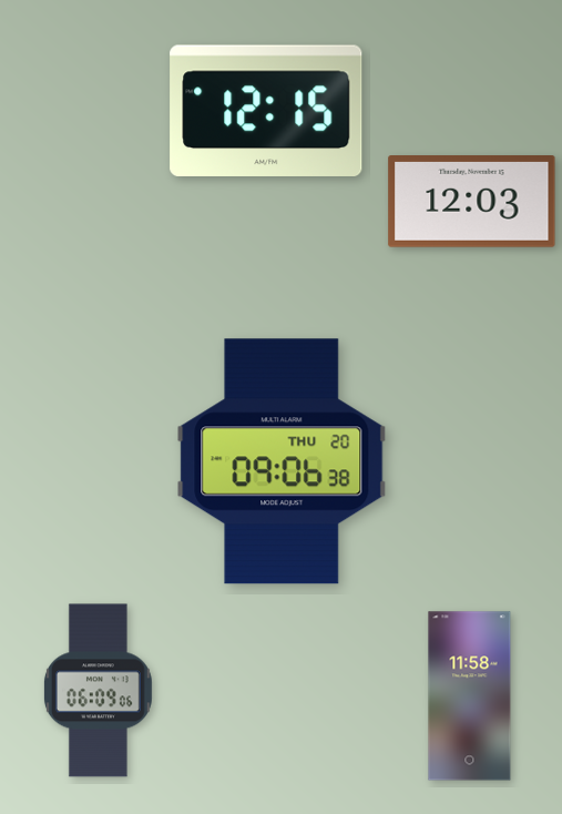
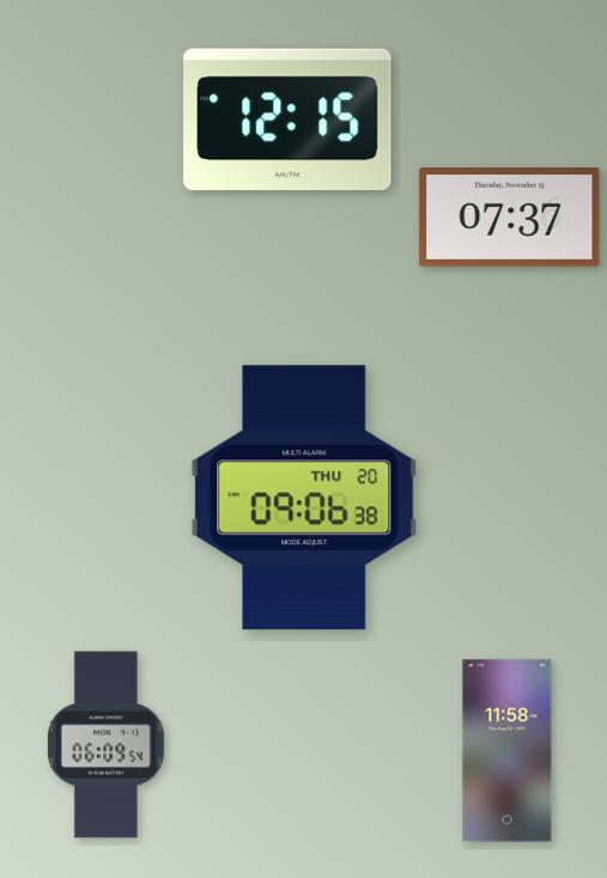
clock at (472, 202): 12:03 -> 07:37
clock at (98, 691): 06:09:06 -> 06:09:54
